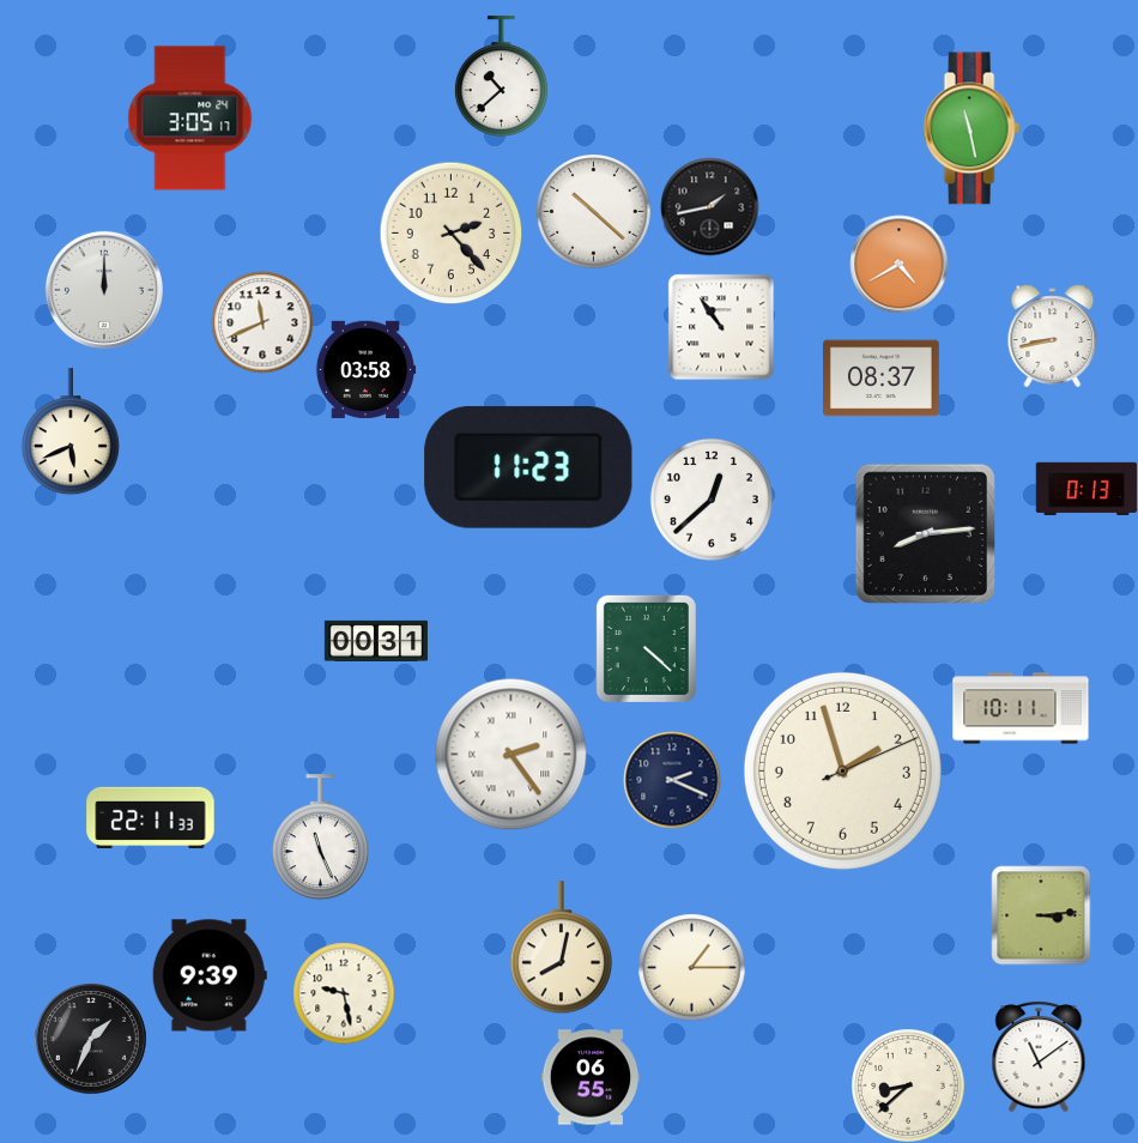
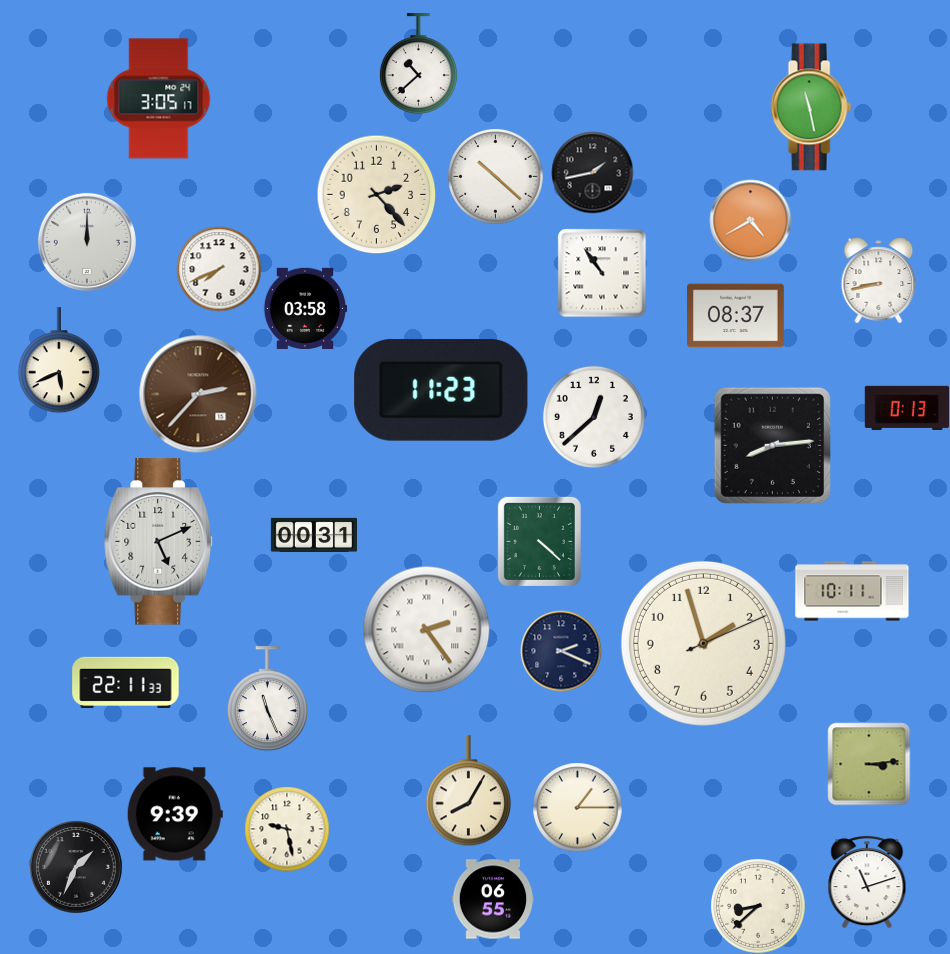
clock at (262, 322): 11:41 -> 7:41
clock at (198, 394): none -> 2:37
clock at (159, 542): none -> 5:11
clock at (561, 948): 8:02 -> 8:05
clock at (1039, 1057): 11:09 -> 11:12
